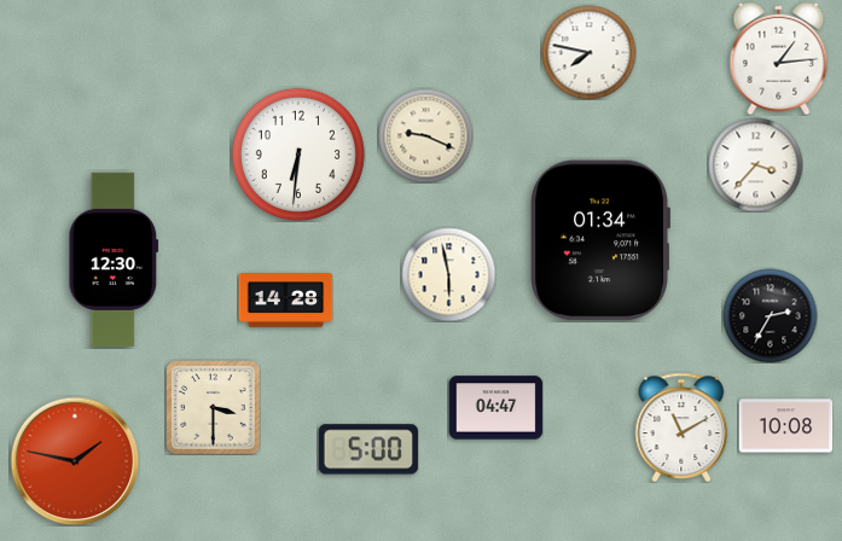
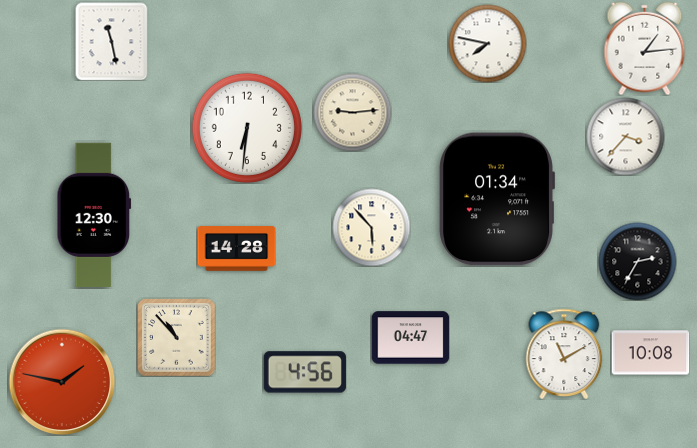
clock at (112, 41): none -> 11:28
clock at (425, 135): 9:19 -> 9:14
clock at (448, 274): 5:58 -> 5:53
clock at (213, 407): 3:30 -> 10:53
clock at (368, 449): 5:00 -> 4:56
